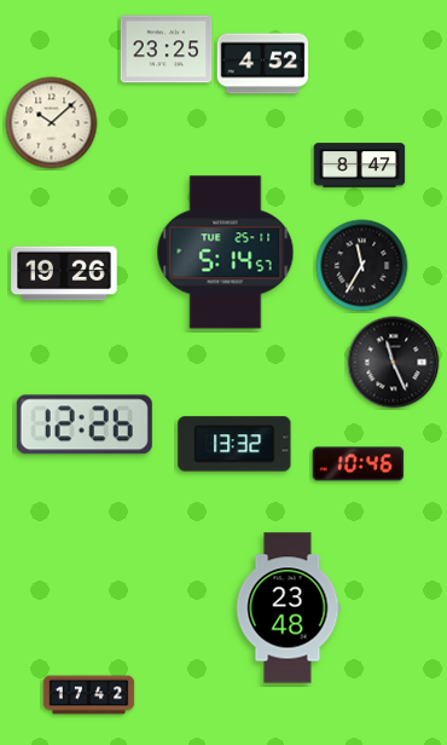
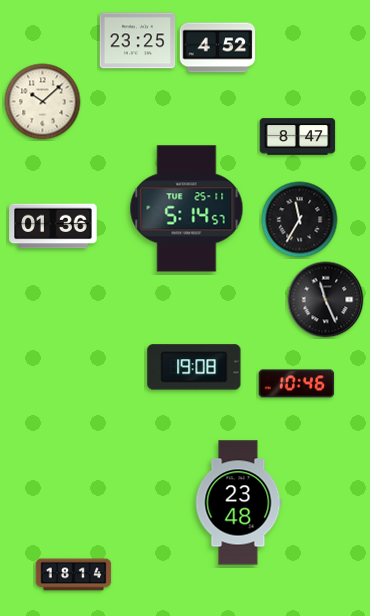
clock at (263, 64) position: (263, 64) -> (218, 48)
clock at (64, 273): 19:26 -> 01:36
clock at (85, 425): 12:26 -> none
clock at (234, 444): 13:32 -> 19:08
clock at (89, 695): 17:42 -> 18:14
